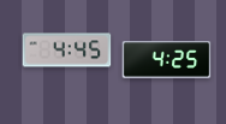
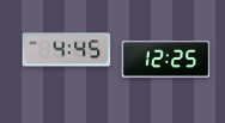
clock at (167, 60): 4:25 -> 12:25
